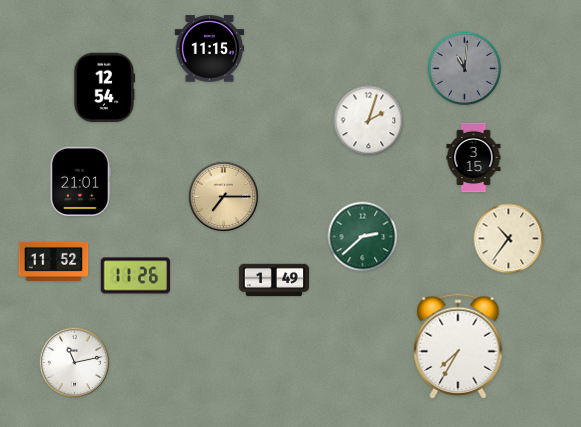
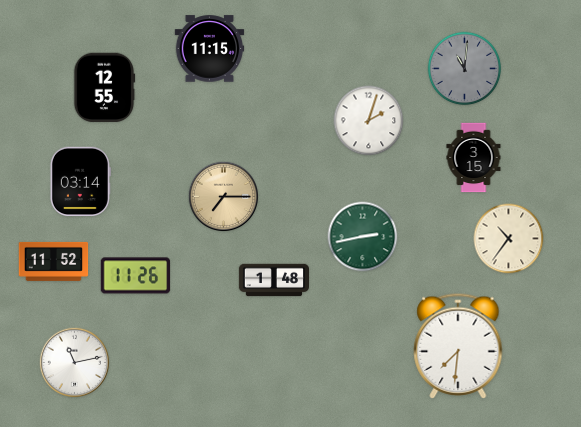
clock at (104, 88): 12:54 -> 12:55
clock at (80, 182): 21:01 -> 03:14
clock at (363, 237): 2:38 -> 2:43
clock at (273, 280): 1:49 -> 1:48
clock at (458, 346): 7:35 -> 7:31
